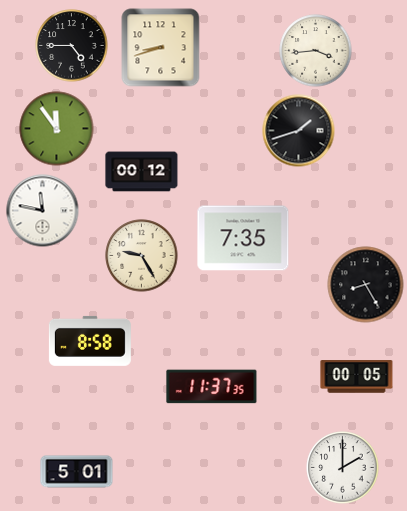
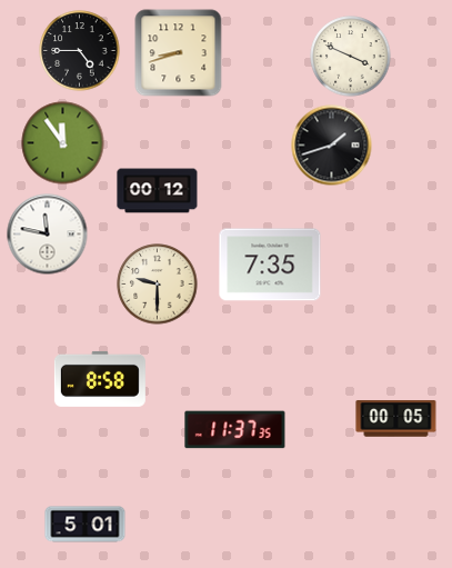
clock at (316, 51): 3:44 -> 3:49
clock at (142, 256): 9:25 -> 9:30
clock at (366, 285): 8:25 -> none
clock at (343, 468): 2:00 -> none
